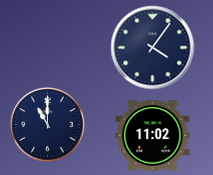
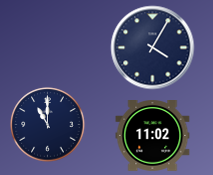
clock at (153, 48): 4:06 -> 4:05
